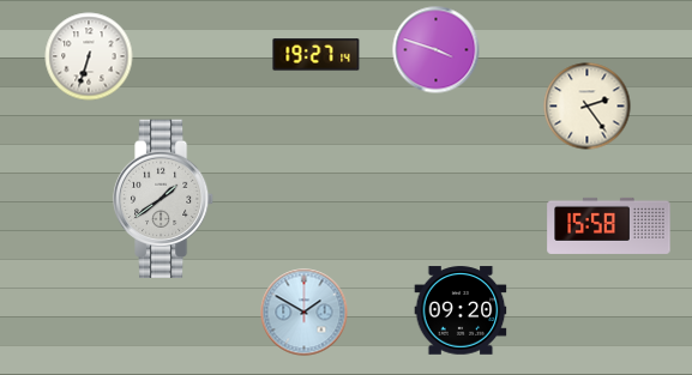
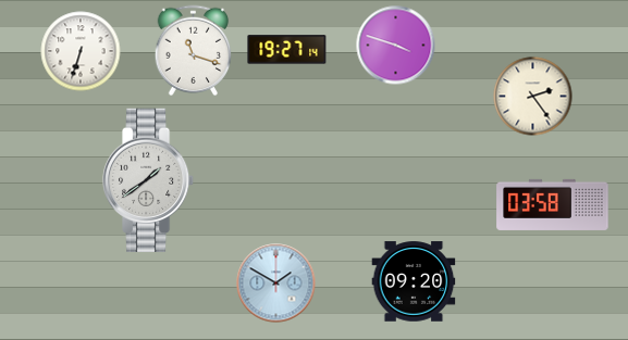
clock at (194, 51): none -> 11:18
clock at (609, 225): 15:58 -> 03:58
clock at (461, 310) position: (461, 310) -> (414, 281)
